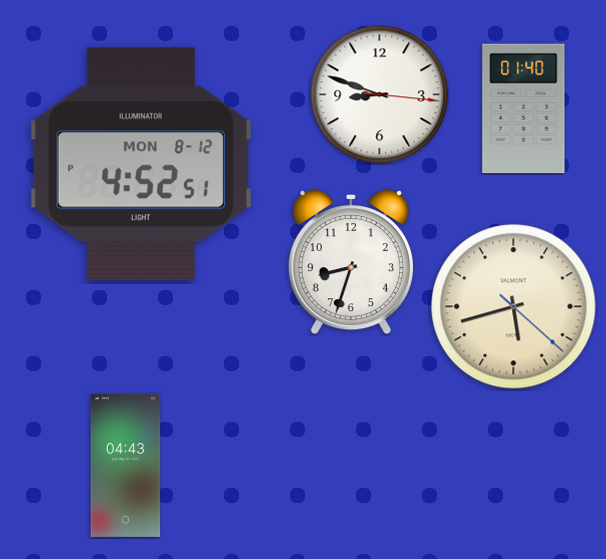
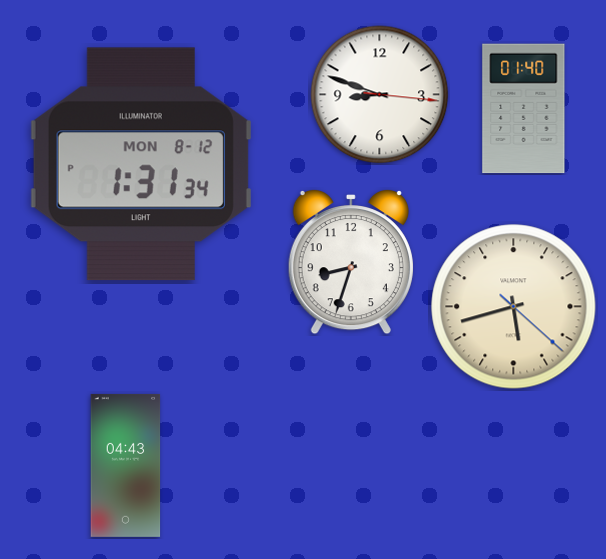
clock at (141, 164): 4:52 -> 1:31
